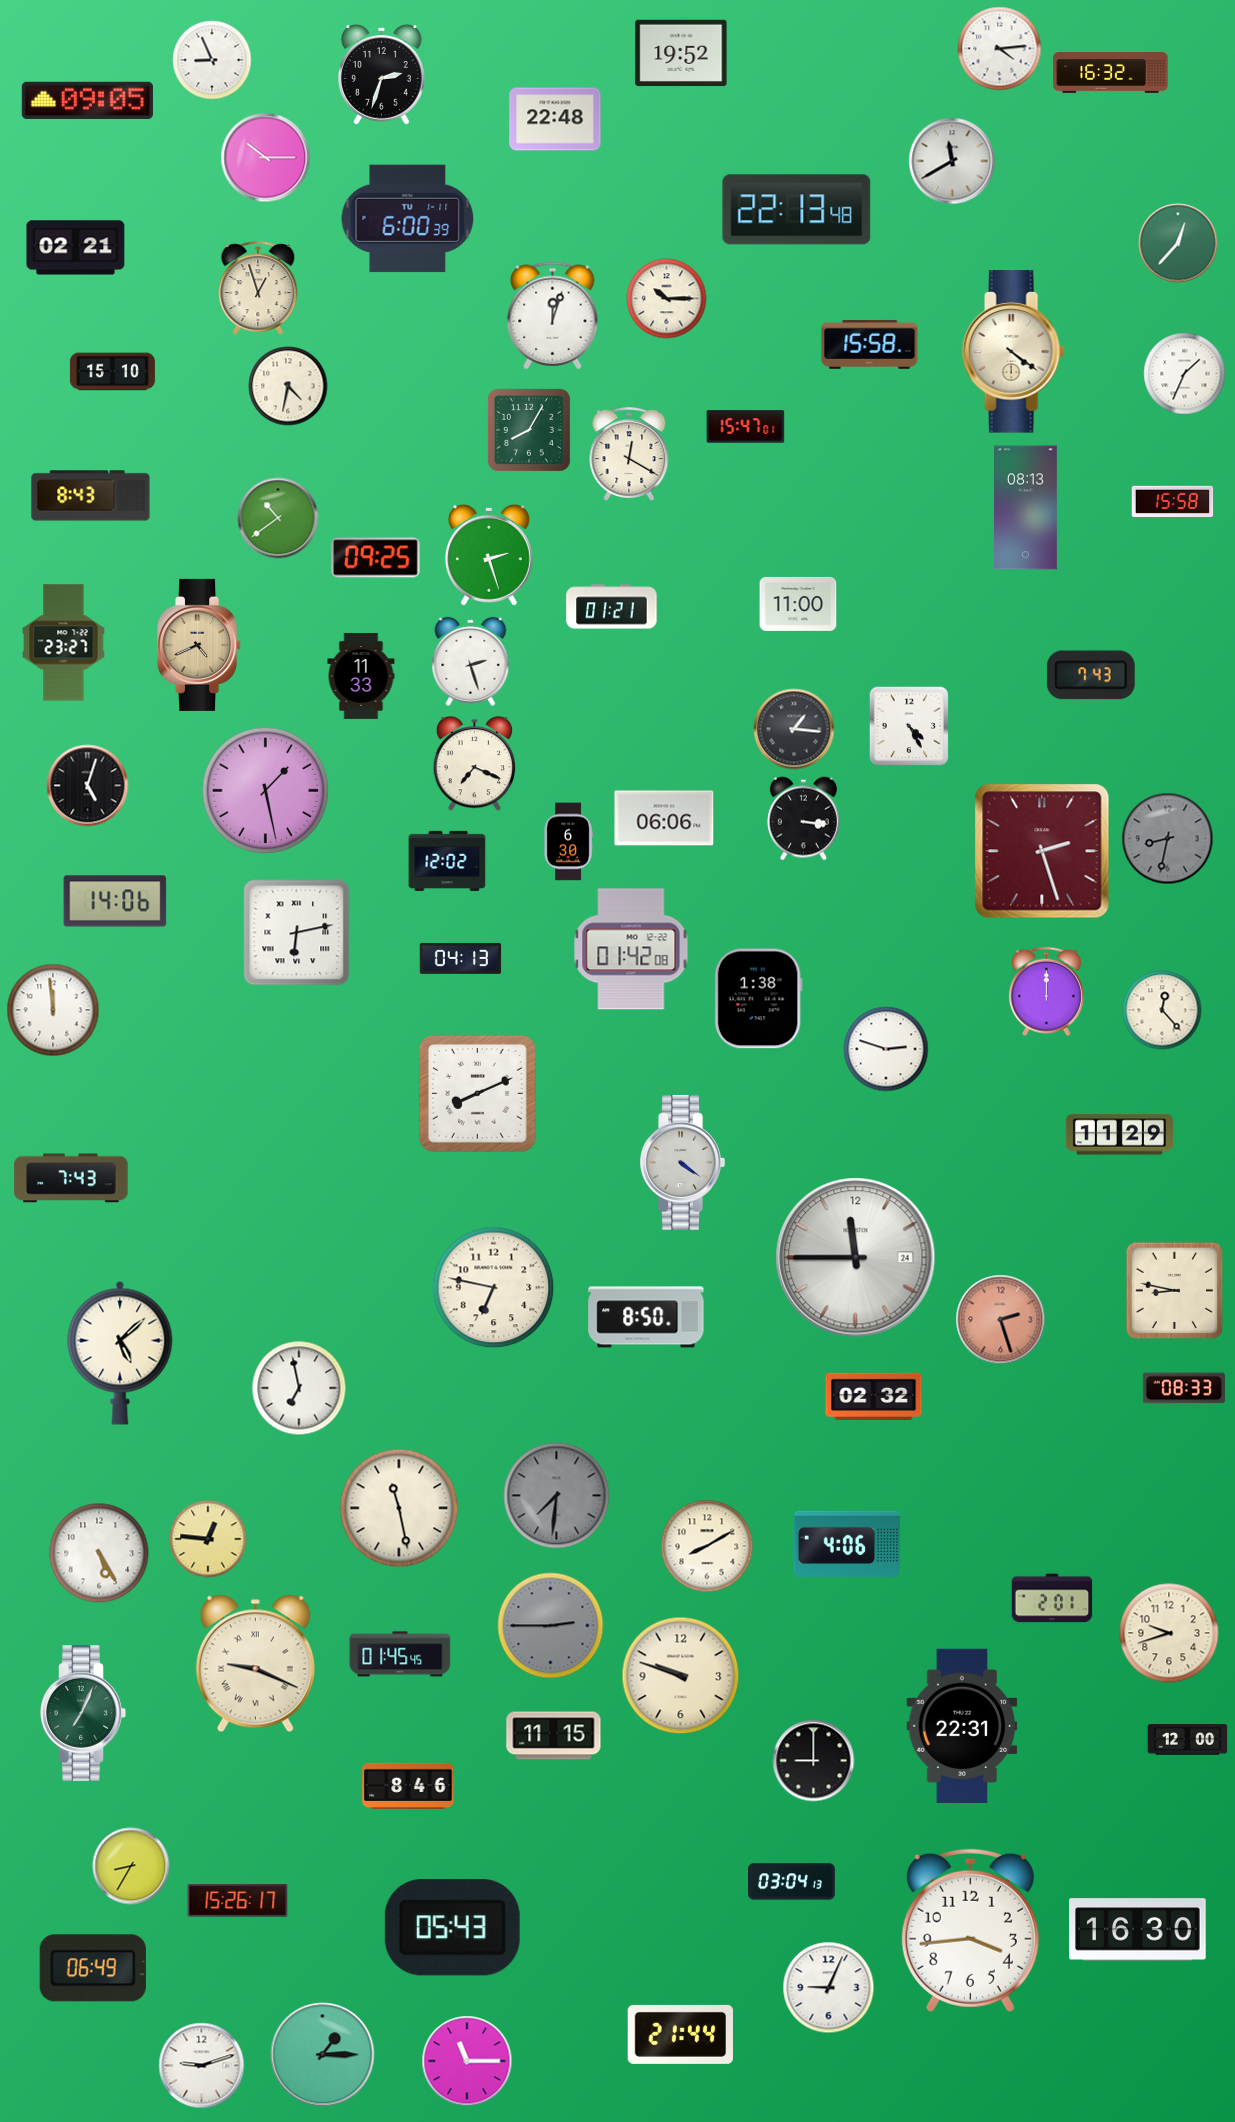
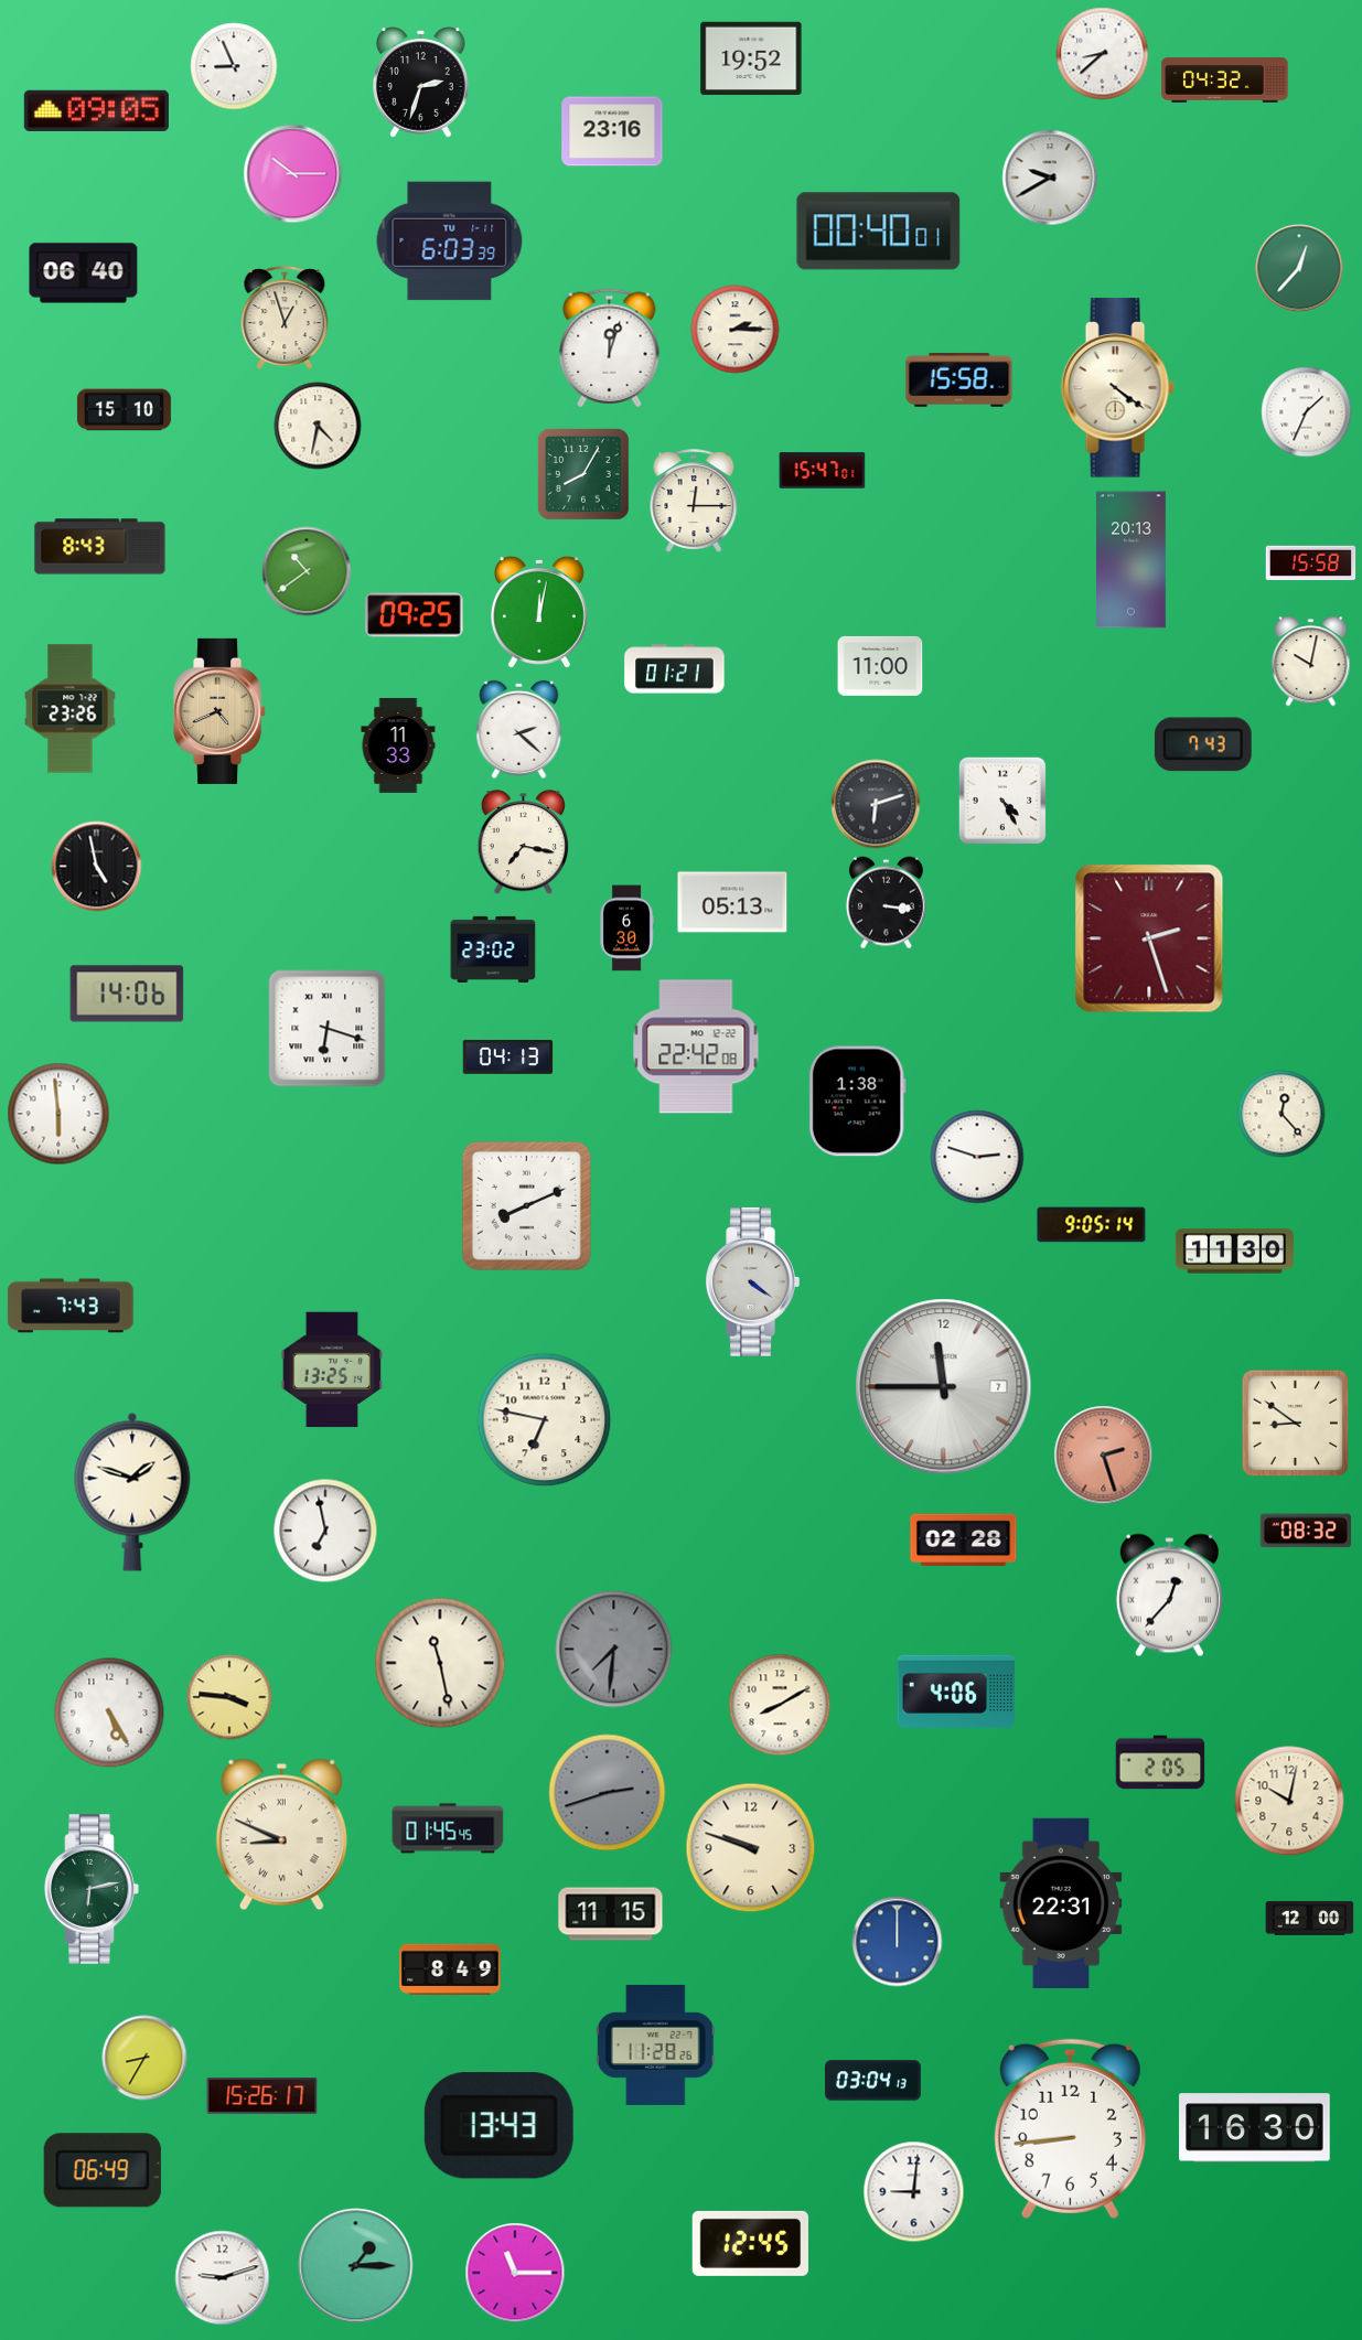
clock at (1000, 49): 4:14 -> 8:38
clock at (1111, 73): 16:32 -> 04:32
clock at (555, 119): 22:48 -> 23:16
clock at (952, 161): 11:40 -> 9:40
clock at (797, 210): 22:13 -> 00:40
clock at (408, 219): 6:00 -> 6:03
clock at (76, 248): 02:21 -> 06:40
clock at (667, 299): 10:15 -> 2:15
clock at (629, 454): 12:20 -> 12:15
clock at (1173, 502) position: (1173, 502) -> (1311, 563)
clock at (1026, 508): 08:13 -> 20:13
clock at (489, 555): 2:27 -> 12:02
clock at (1311, 662): none -> 10:02
clock at (64, 643): 23:27 -> 23:26
clock at (471, 661): 2:27 -> 2:22
clock at (794, 729): 1:16 -> 6:12
clock at (474, 764): 7:19 -> 7:17
clock at (88, 786): 5:03 -> 4:58
clock at (266, 791): 1:28 -> none
clock at (664, 818): 06:06 -> 05:13
clock at (1168, 839): 8:32 -> none
clock at (447, 861): 12:02 -> 23:02
clock at (297, 933): 6:13 -> 6:18
clock at (631, 949): 01:42 -> 22:42
clock at (1046, 992): 12:00 -> none
clock at (758, 999) position: (758, 999) -> (857, 1102)
clock at (53, 1010): 11:59 -> 5:59
clock at (1092, 1225): none -> 9:05
clock at (1119, 1135): 11:29 -> 11:30
clock at (71, 1178) position: (71, 1178) -> (71, 1306)
clock at (332, 1370): none -> 13:25
clock at (856, 1258) date: 24 -> 7
clock at (1175, 1291): 8:47 -> 8:51
clock at (646, 1317): 8:50 -> none
clock at (120, 1353): 5:08 -> 1:48
clock at (299, 1388) position: (299, 1388) -> (325, 1531)
clock at (1183, 1388): 08:33 -> 08:32
clock at (874, 1396): 02:32 -> 02:28
clock at (1169, 1596): none -> 12:37
clock at (208, 1539): 12:46 -> 3:46
clock at (846, 1544) position: (846, 1544) -> (955, 1692)
clock at (1052, 1598): 2:01 -> 2:05
clock at (551, 1626): 2:45 -> 2:42
clock at (1169, 1633): 9:42 -> 10:02
clock at (400, 1654) position: (400, 1654) -> (448, 1828)
clock at (255, 1664): 9:19 -> 8:49
clock at (83, 1714): 7:04 -> 6:13
clock at (814, 1761): 9:00 -> 12:00
clock at (814, 1761) dial: black -> blue
clock at (408, 1786): 8:46 -> 8:49
clock at (655, 2044): none -> 11:28
clock at (792, 1882) position: (792, 1882) -> (873, 2081)
clock at (452, 1928): 05:43 -> 13:43
clock at (970, 1930): 3:44 -> 8:44
clock at (829, 1988): 9:04 -> 9:01
clock at (681, 2034): 21:44 -> 12:45
